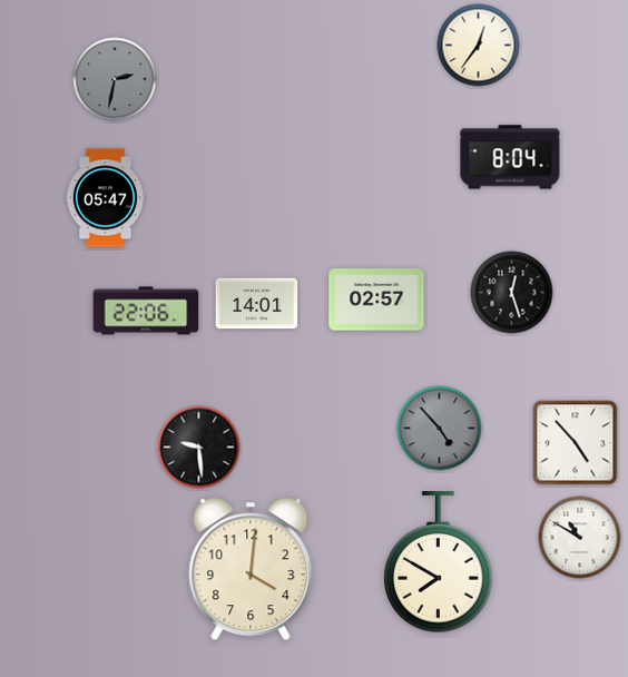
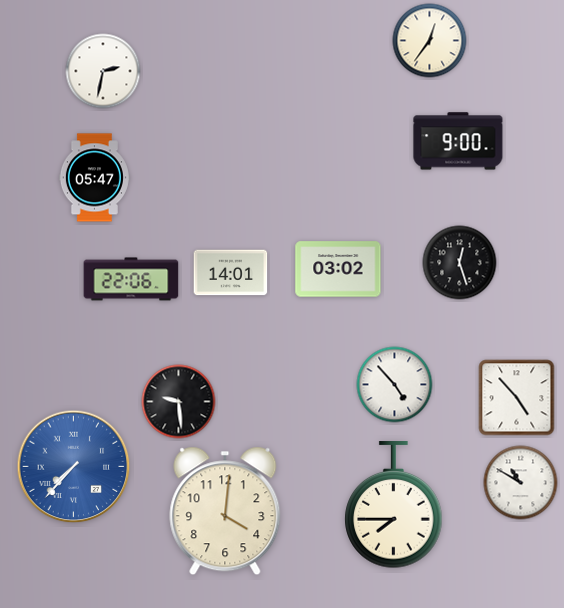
clock at (115, 79) dial: grey -> white
clock at (510, 157): 8:04 -> 9:00
clock at (376, 300): 02:57 -> 03:02
clock at (440, 429) dial: grey -> white
clock at (74, 467): none -> 7:37
clock at (439, 562): 7:50 -> 7:45
